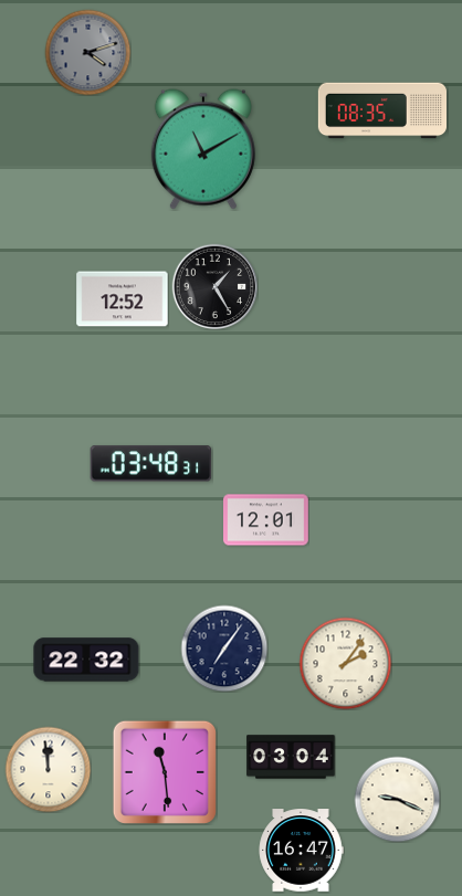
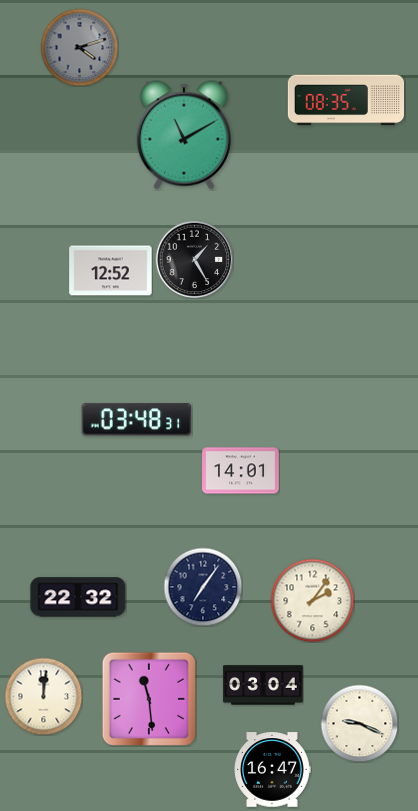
clock at (266, 520): 12:01 -> 14:01
clock at (48, 769): 11:59 -> 12:01
